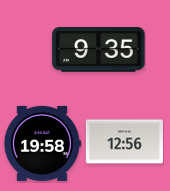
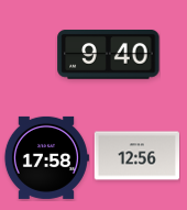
clock at (99, 50): 9:35 -> 9:40
clock at (42, 143): 19:58 -> 17:58
